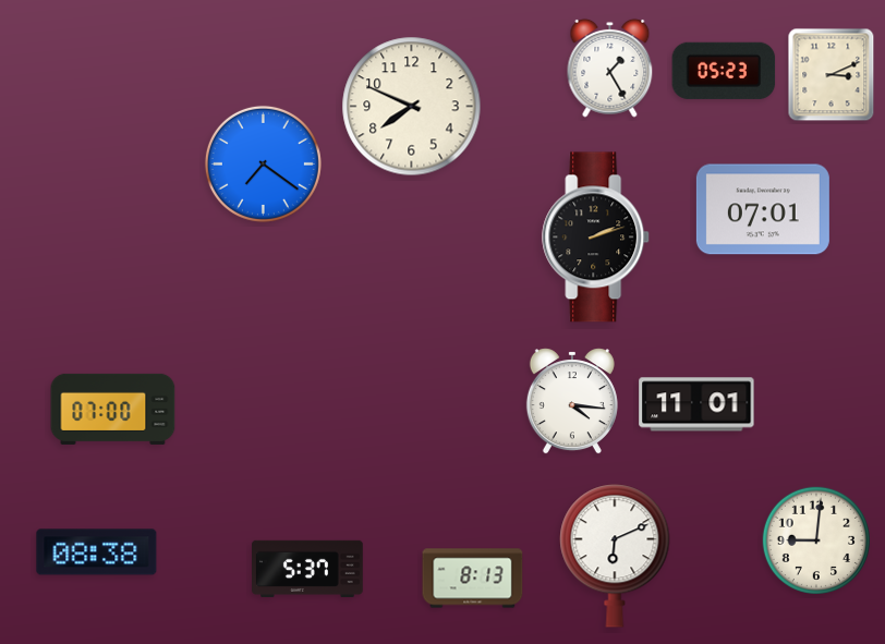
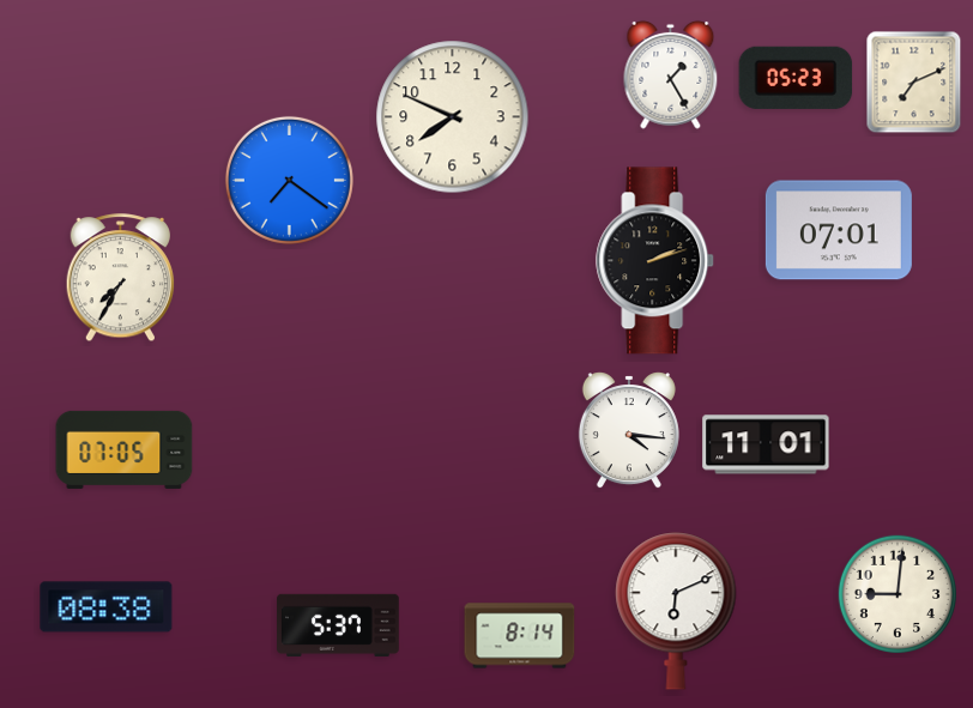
clock at (832, 75): 3:11 -> 7:11
clock at (121, 278): none -> 7:35
clock at (572, 401) position: (572, 401) -> (629, 430)
clock at (113, 409): 07:00 -> 07:05
clock at (473, 579): 8:13 -> 8:14
